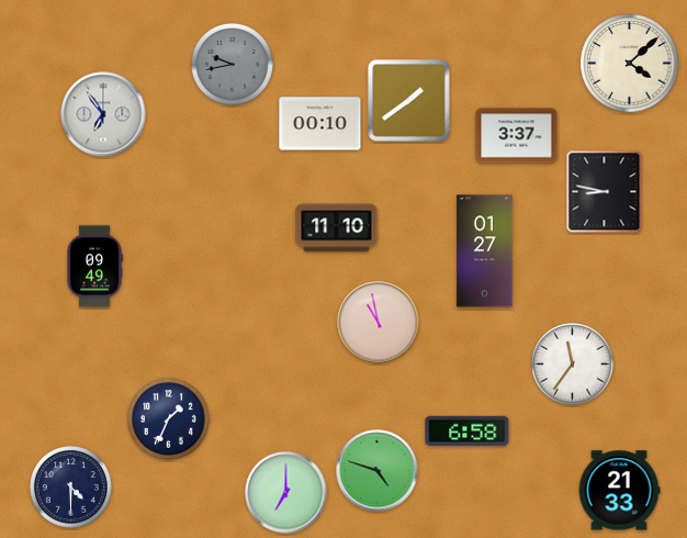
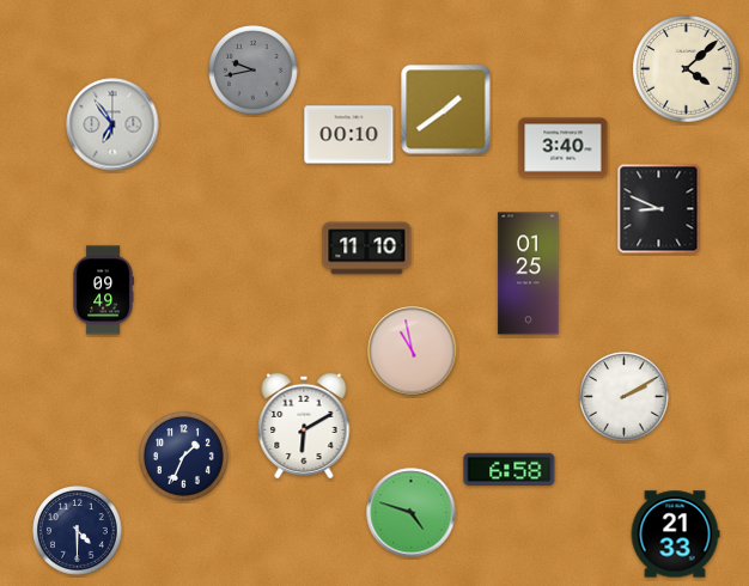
clock at (517, 136): 3:37 -> 3:40
clock at (605, 192): 8:47 -> 8:49
clock at (485, 251): 01:27 -> 01:25
clock at (573, 365): 11:36 -> 2:10
clock at (304, 426): none -> 6:10
clock at (286, 493): 7:00 -> none
